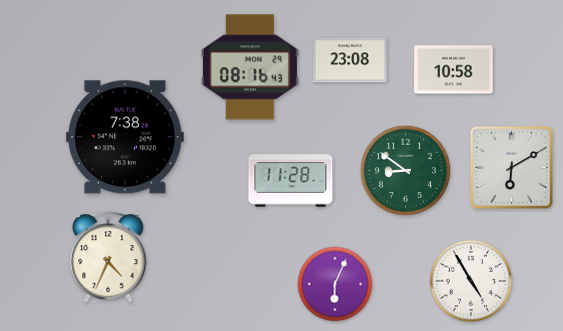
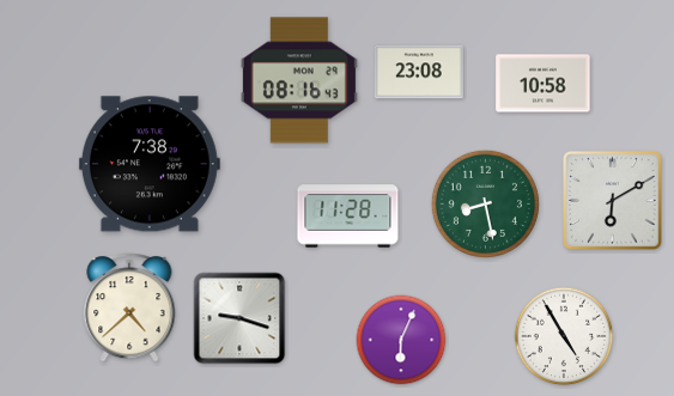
clock at (405, 170): 8:51 -> 8:28
clock at (108, 257): 4:34 -> 4:38
clock at (239, 318): none -> 9:18
